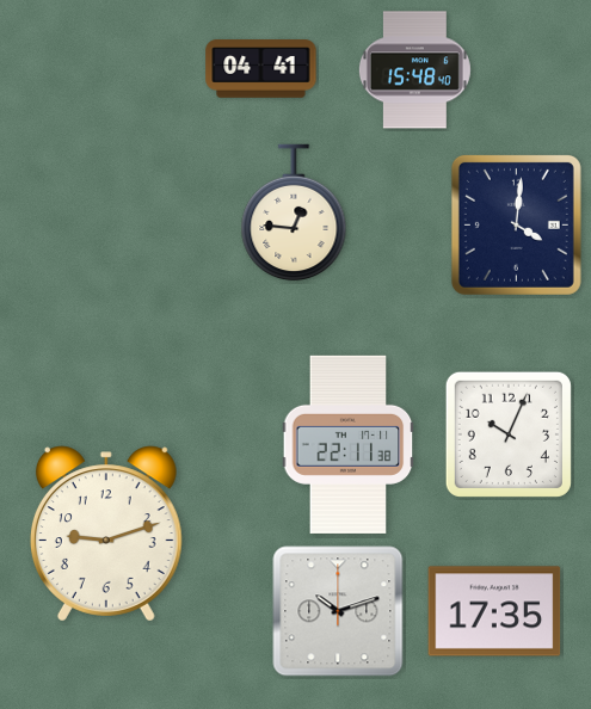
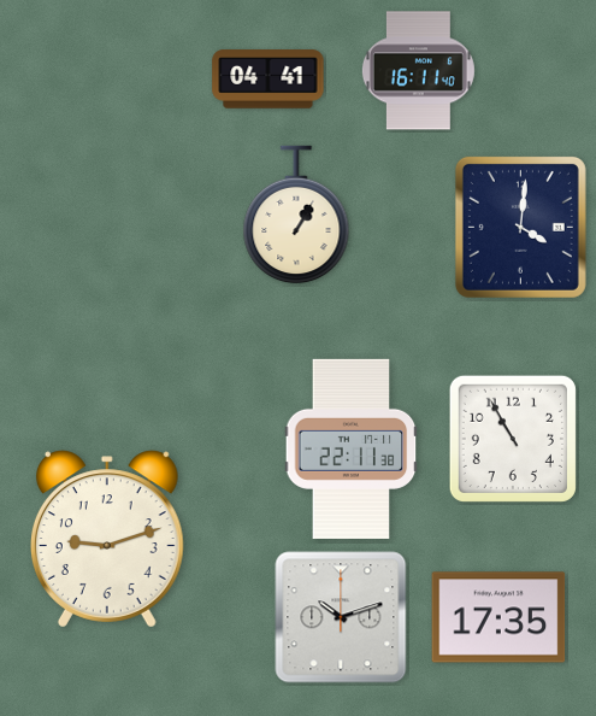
clock at (261, 69) position: (261, 69) -> (269, 80)
clock at (414, 70): 15:48 -> 16:11
clock at (294, 212): 12:46 -> 1:05
clock at (509, 434): 10:04 -> 10:55
